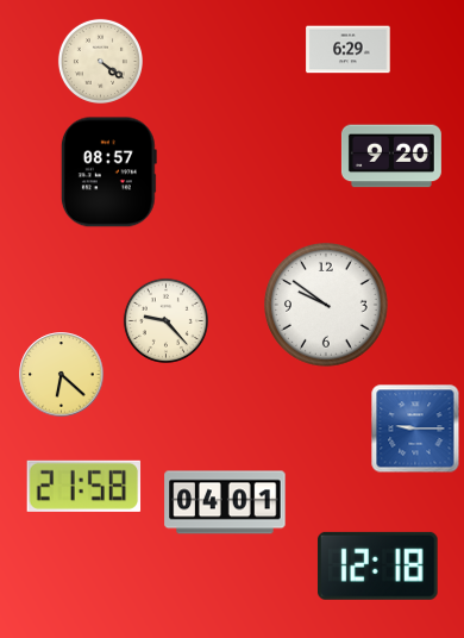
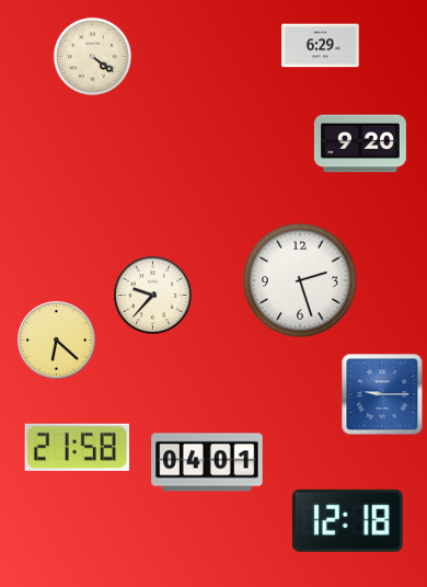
clock at (108, 173): 08:57 -> none
clock at (327, 306): 9:51 -> 2:27
clock at (165, 320): 9:23 -> 9:37
clock at (62, 375) position: (62, 375) -> (57, 341)
